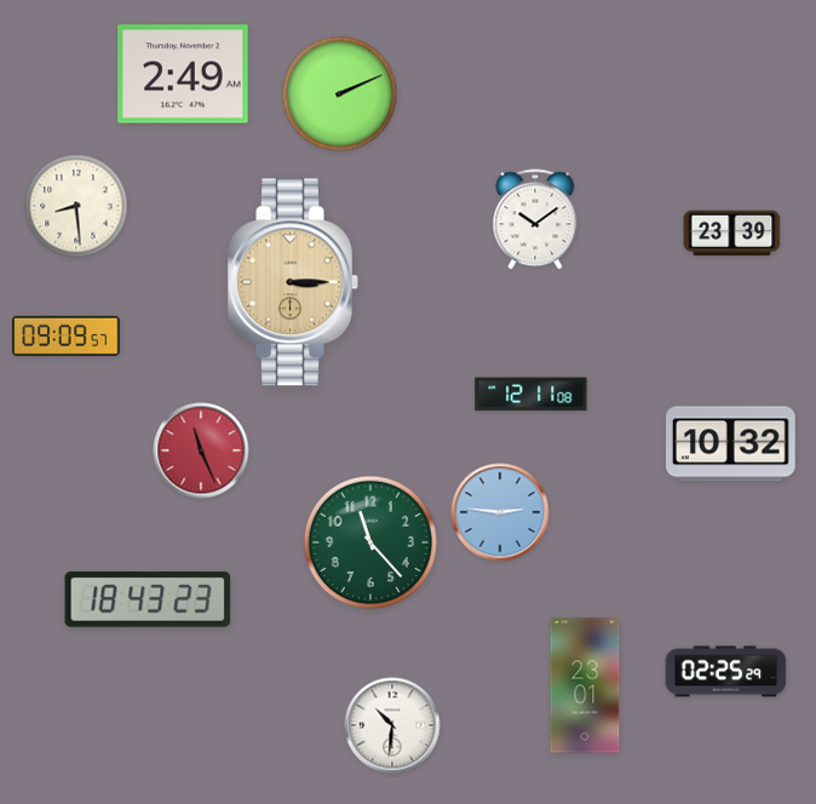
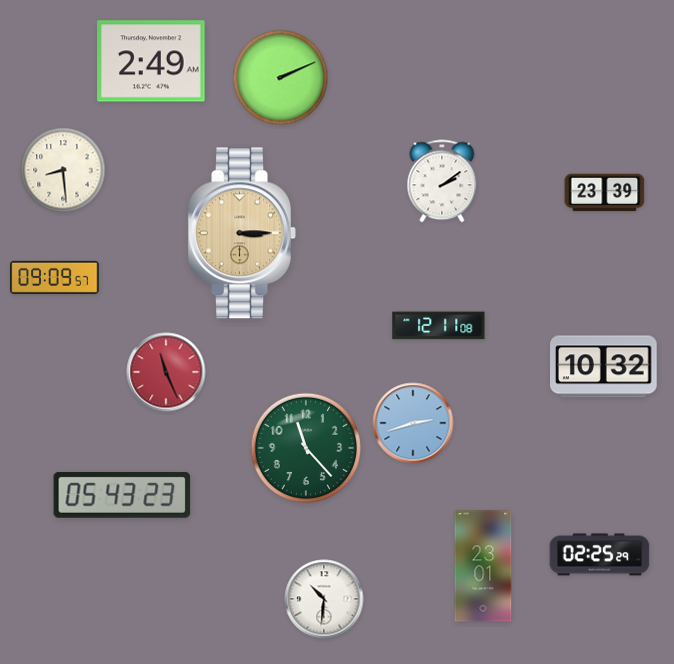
clock at (535, 219): 10:09 -> 2:09
clock at (500, 512): 2:46 -> 2:42
clock at (148, 599): 18:43 -> 05:43
